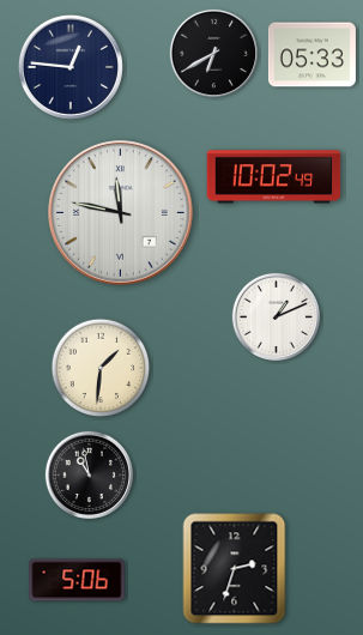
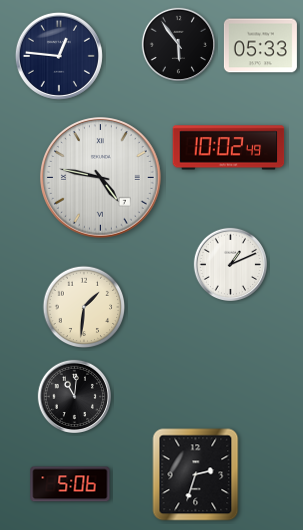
clock at (213, 53): 6:40 -> 5:54
clock at (121, 213): 11:47 -> 4:47
clock at (89, 474): 10:58 -> 11:01
clock at (77, 580) position: (77, 580) -> (70, 484)
